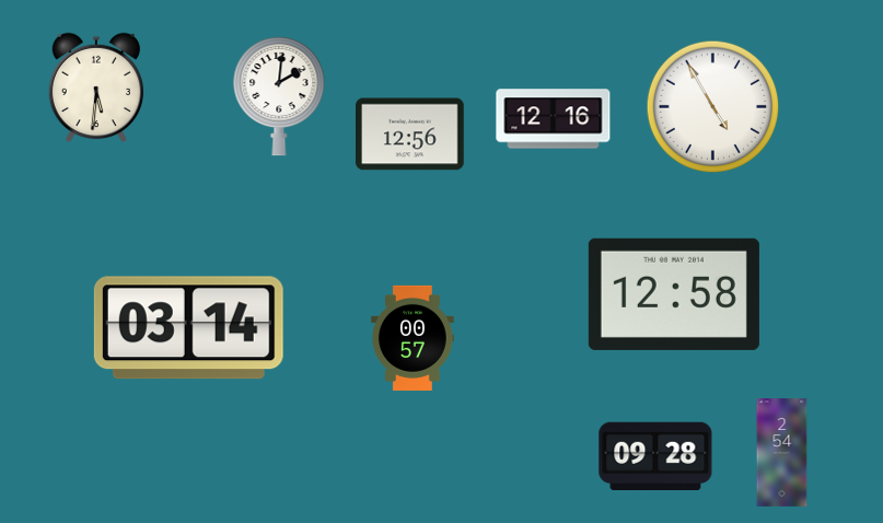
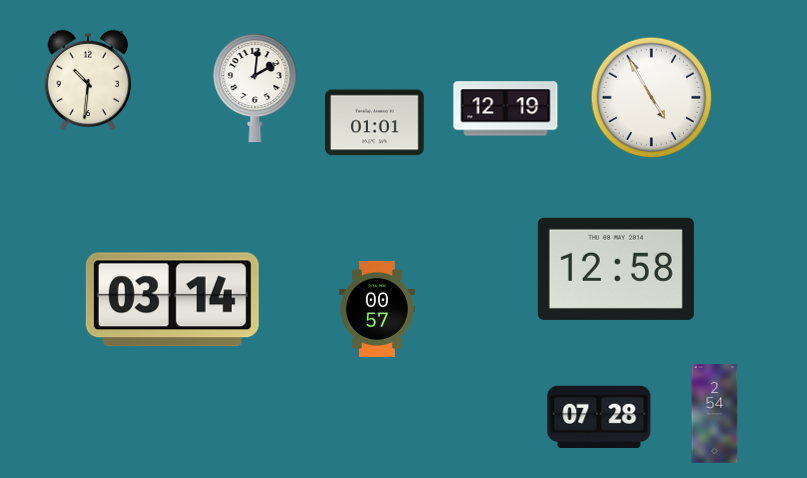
clock at (96, 88): 5:31 -> 10:31
clock at (554, 119): 12:16 -> 12:19
clock at (410, 135): 12:56 -> 01:01
clock at (655, 455): 09:28 -> 07:28
